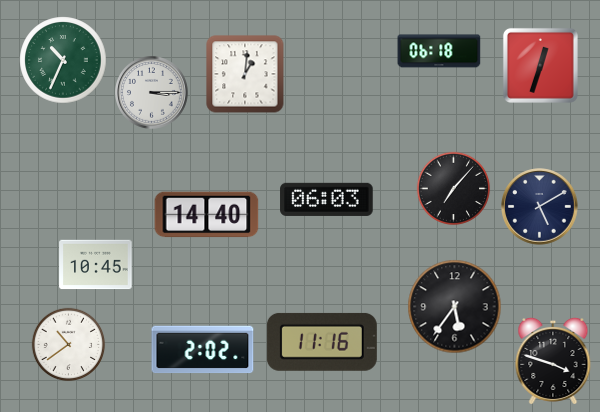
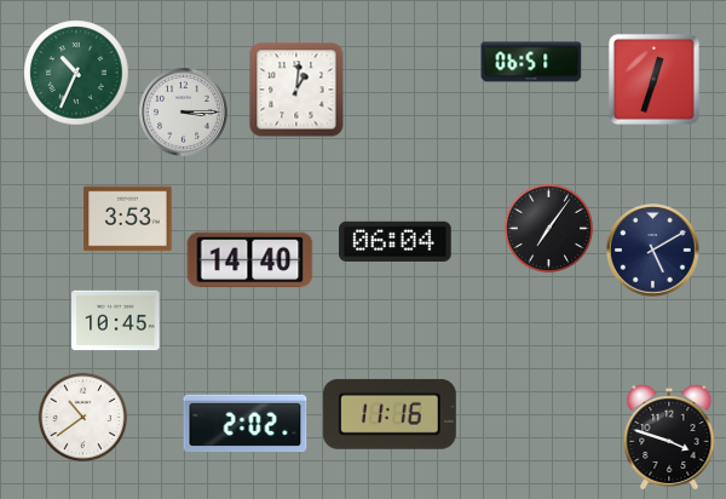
clock at (439, 51): 06:18 -> 06:51
clock at (128, 219): none -> 3:53
clock at (454, 189): 7:07 -> 7:06
clock at (327, 199): 06:03 -> 06:04
clock at (455, 307): 5:36 -> none
